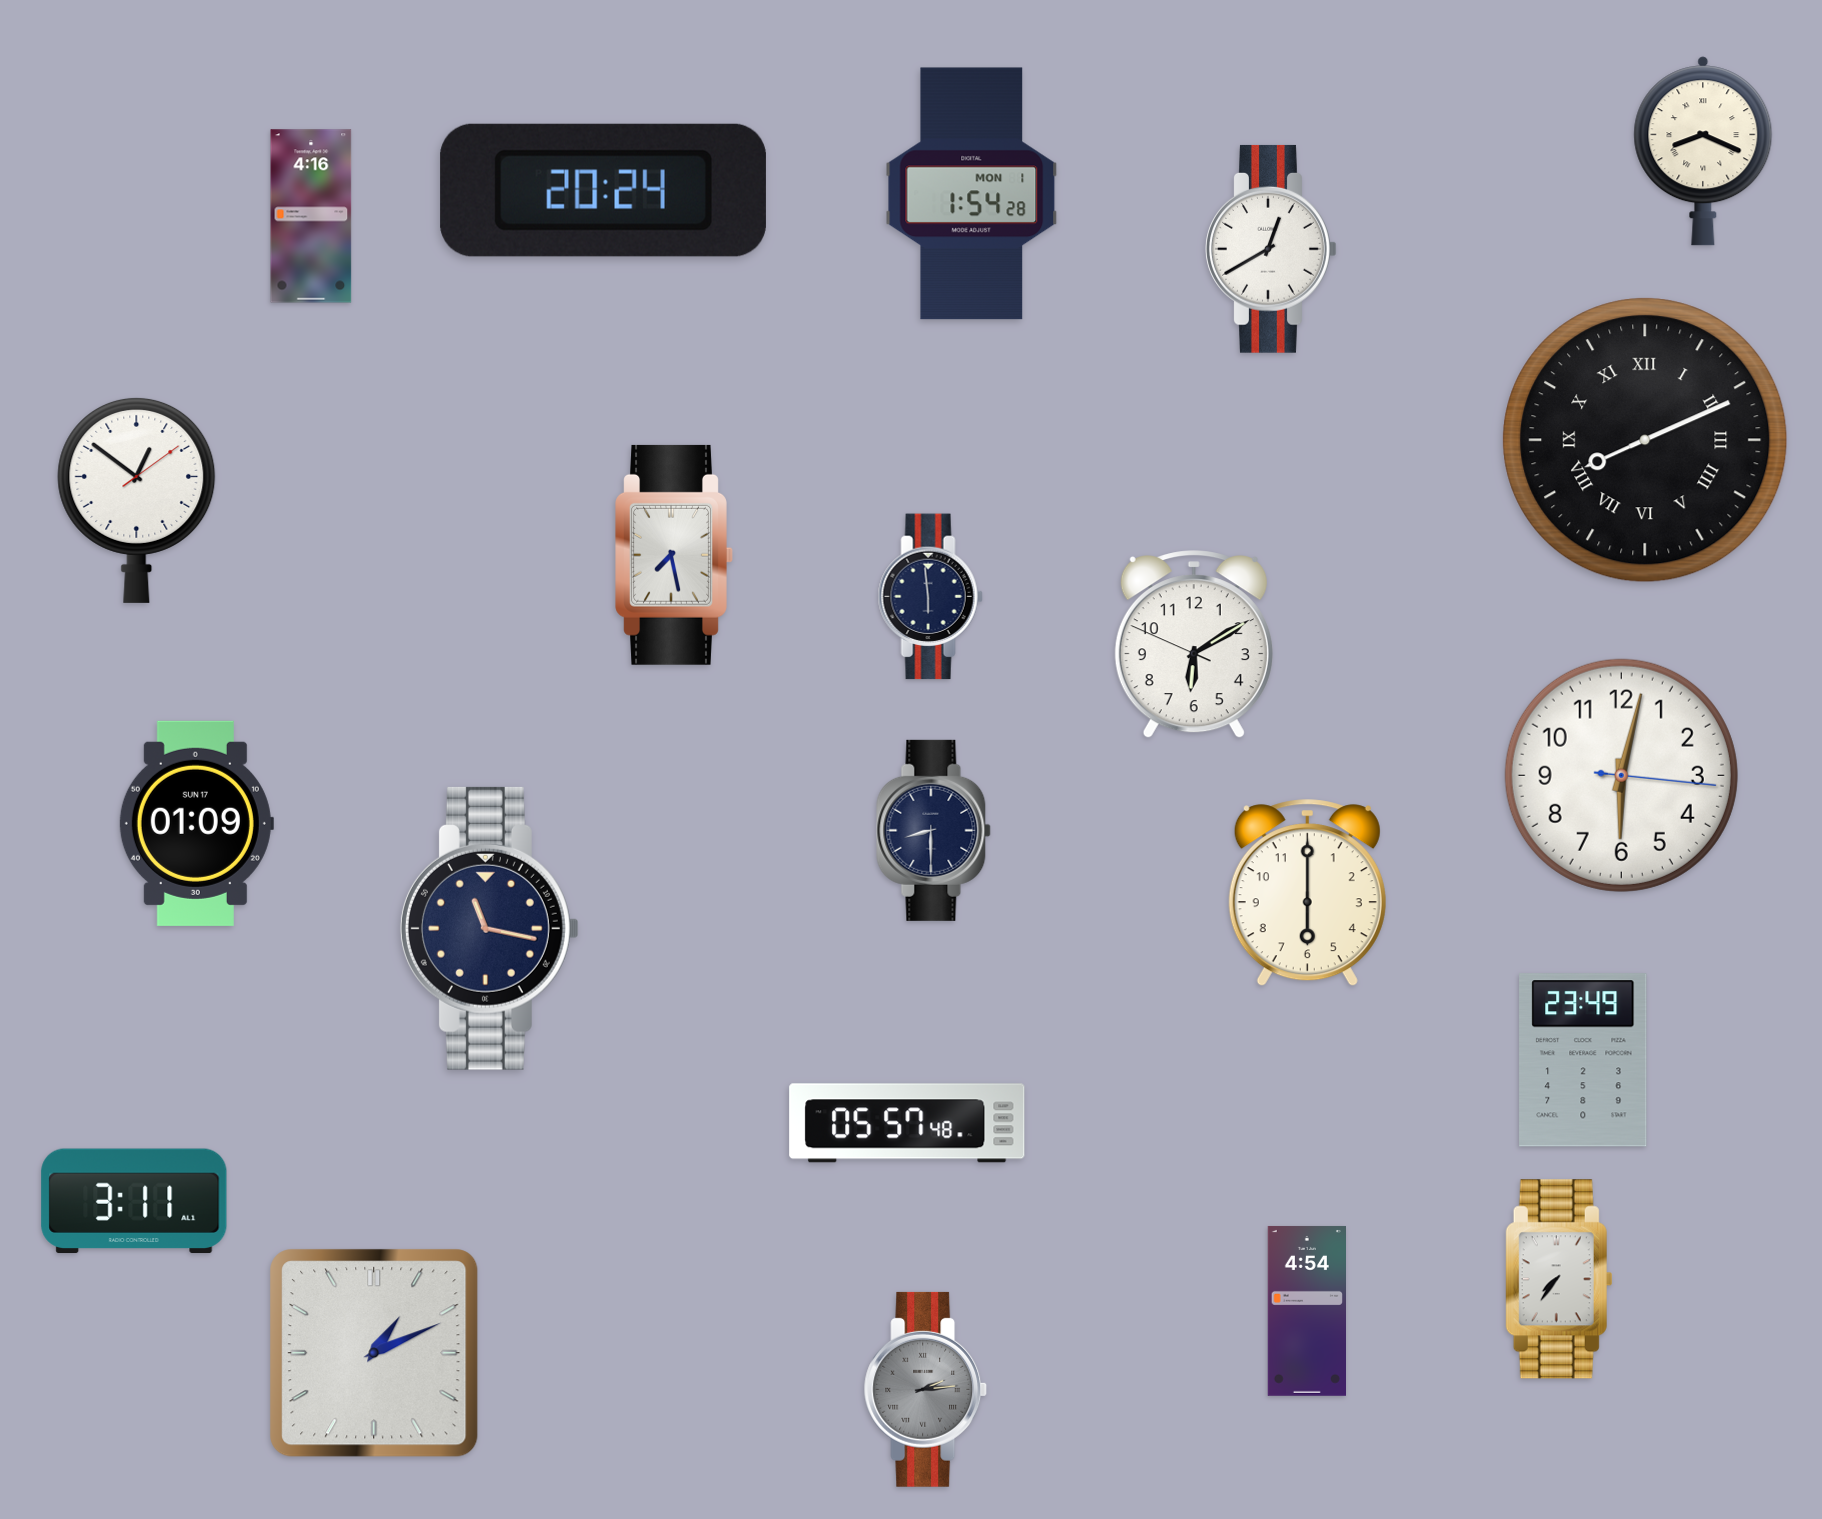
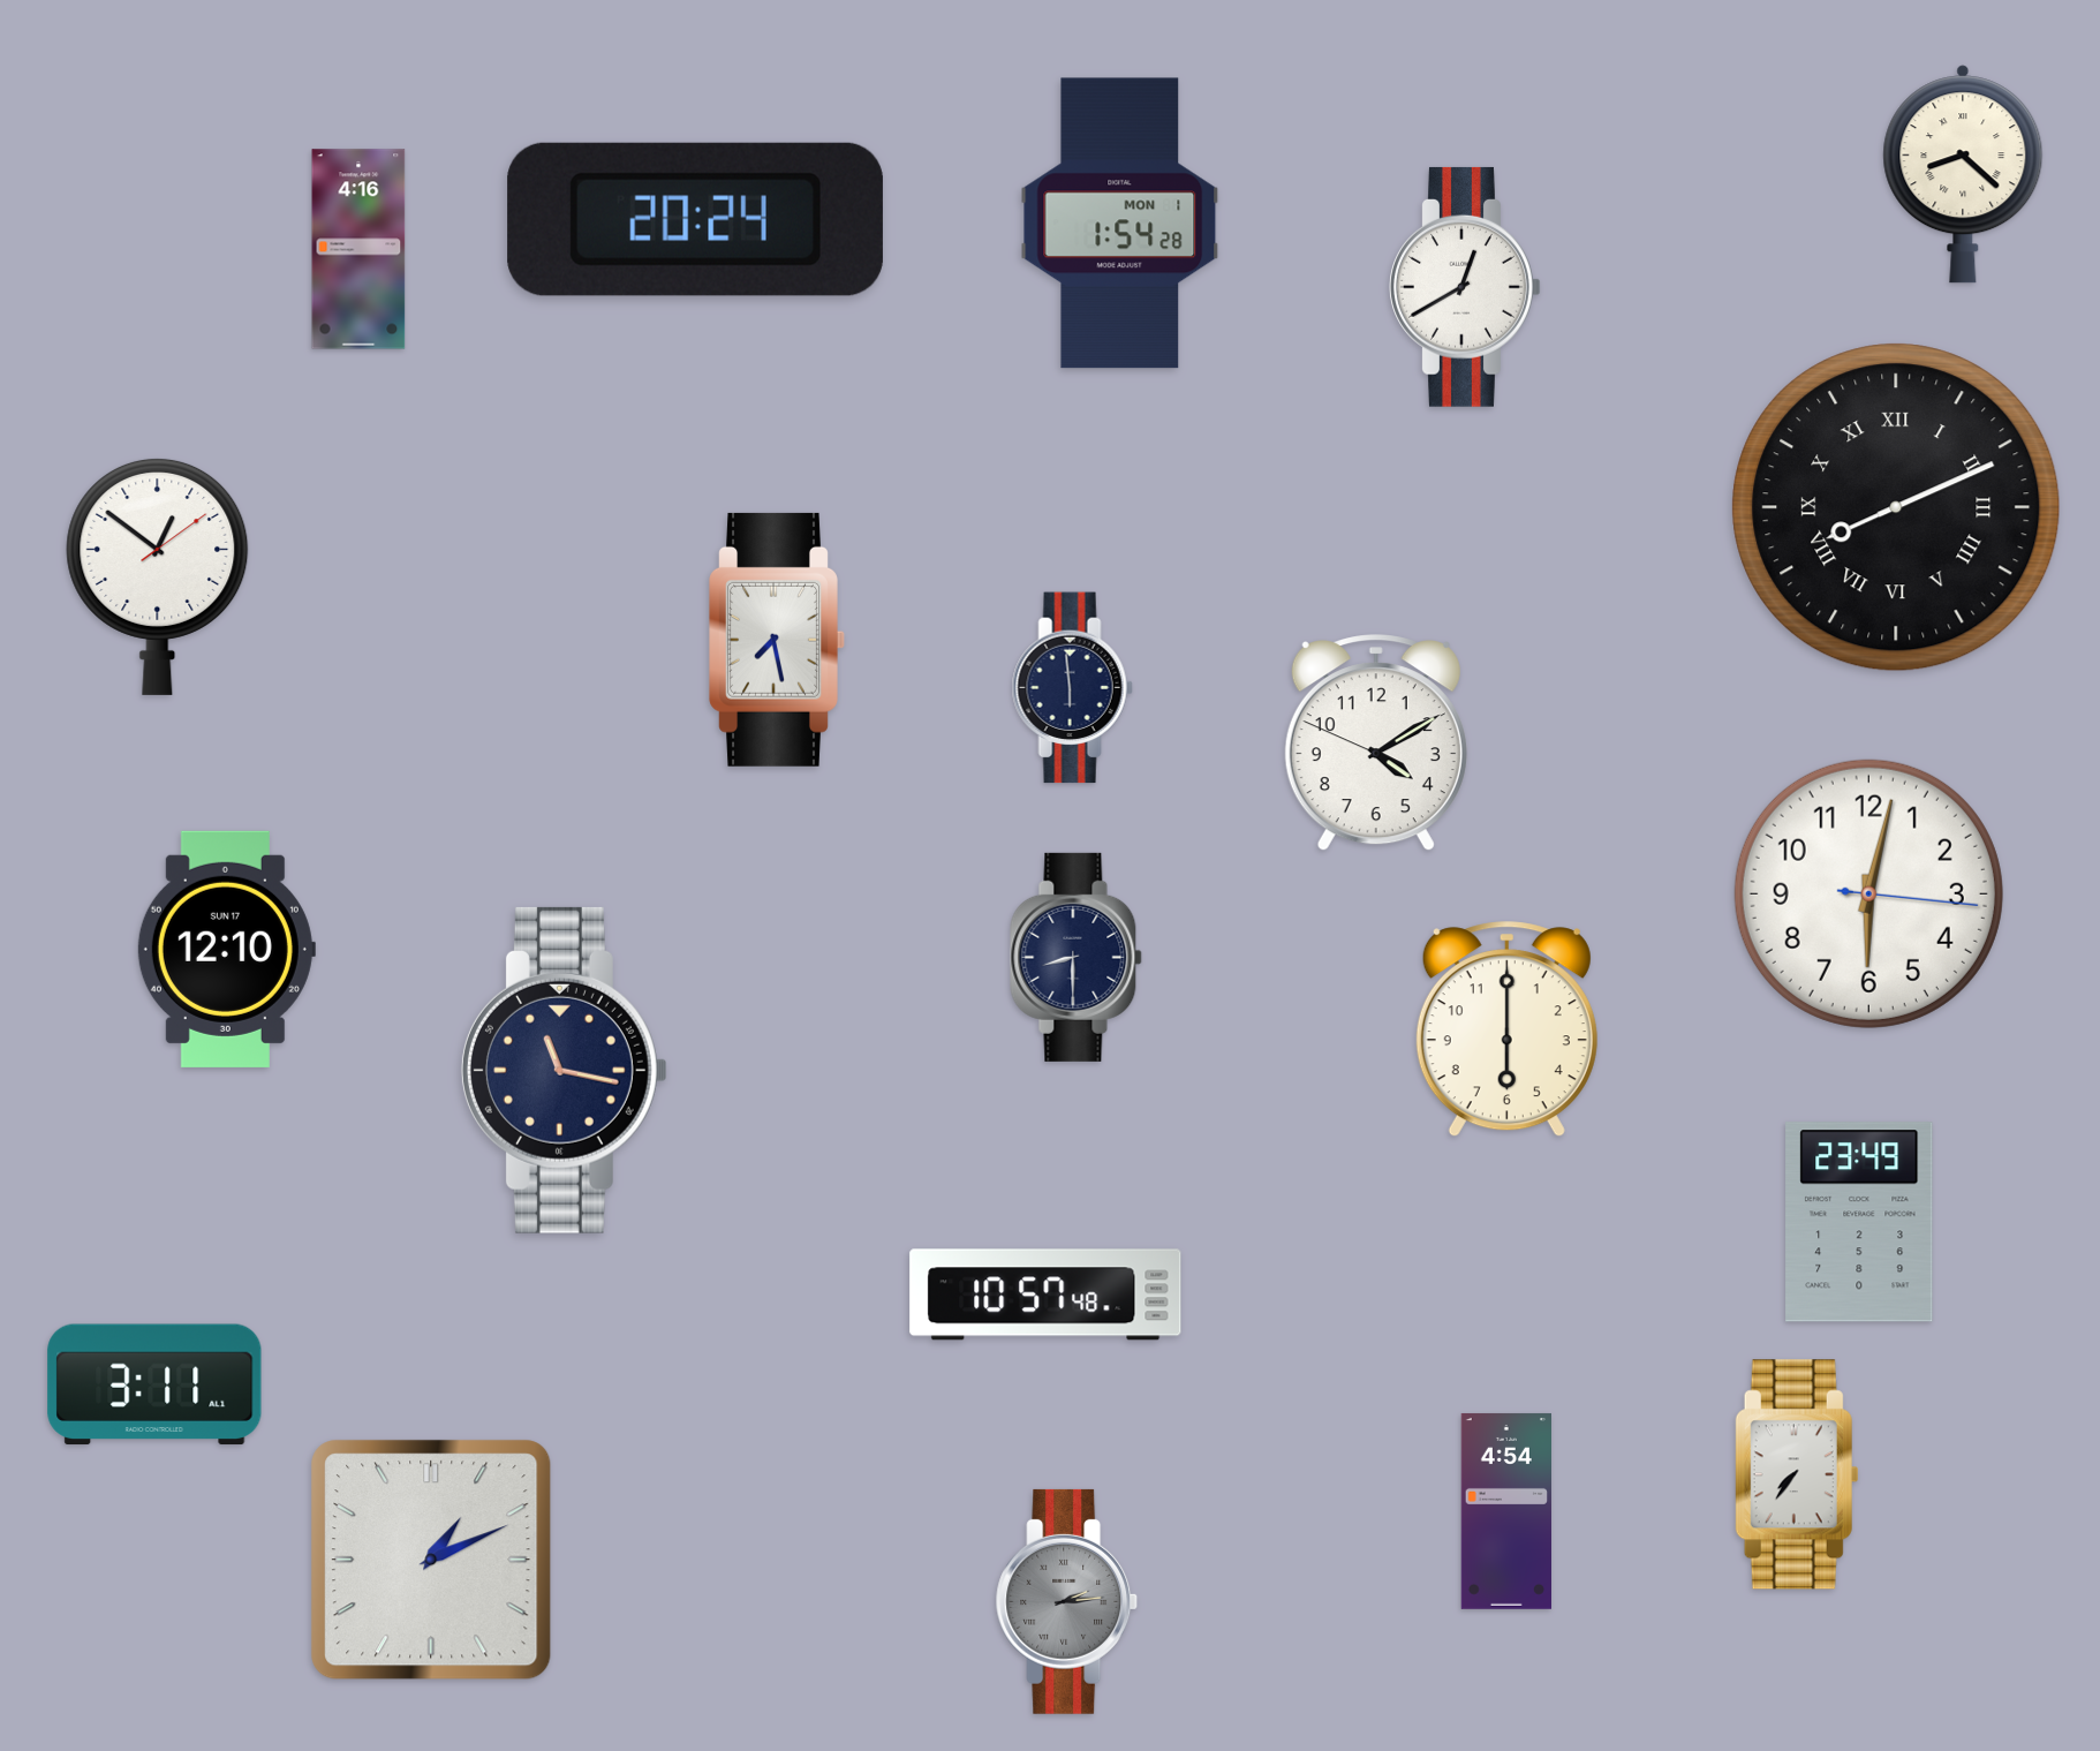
clock at (1703, 151): 8:19 -> 8:22
clock at (1194, 645): 6:09 -> 4:09
clock at (196, 823): 01:09 -> 12:10
clock at (1583, 1060) position: (1583, 1060) -> (1859, 1222)
clock at (907, 1123): 05:57 -> 10:57
